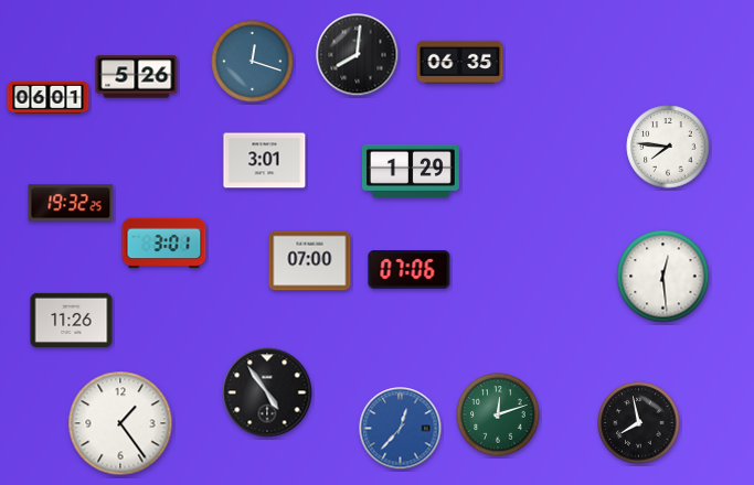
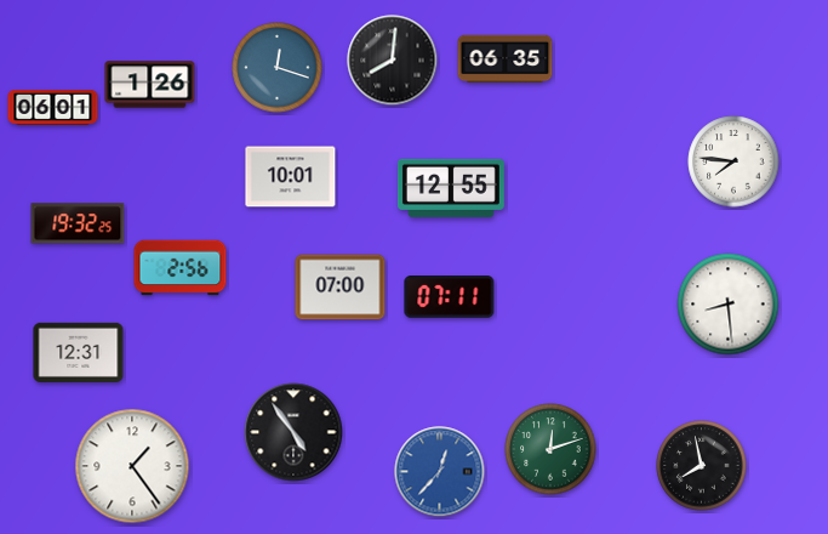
clock at (460, 63) position: (460, 63) -> (506, 59)
clock at (137, 77): 5:26 -> 1:26
clock at (265, 161): 3:01 -> 10:01
clock at (412, 171): 1:29 -> 12:55
clock at (164, 244): 3:01 -> 2:56
clock at (410, 270): 07:06 -> 07:11
clock at (663, 277): 12:29 -> 8:29
clock at (72, 320): 11:26 -> 12:31
clock at (498, 414) position: (498, 414) -> (550, 449)
